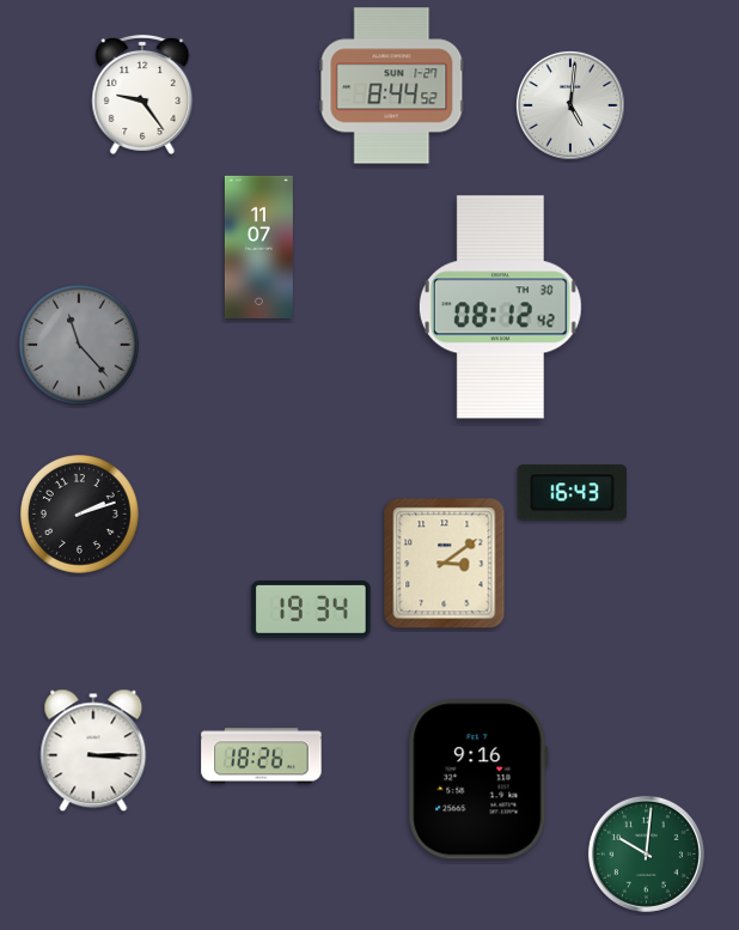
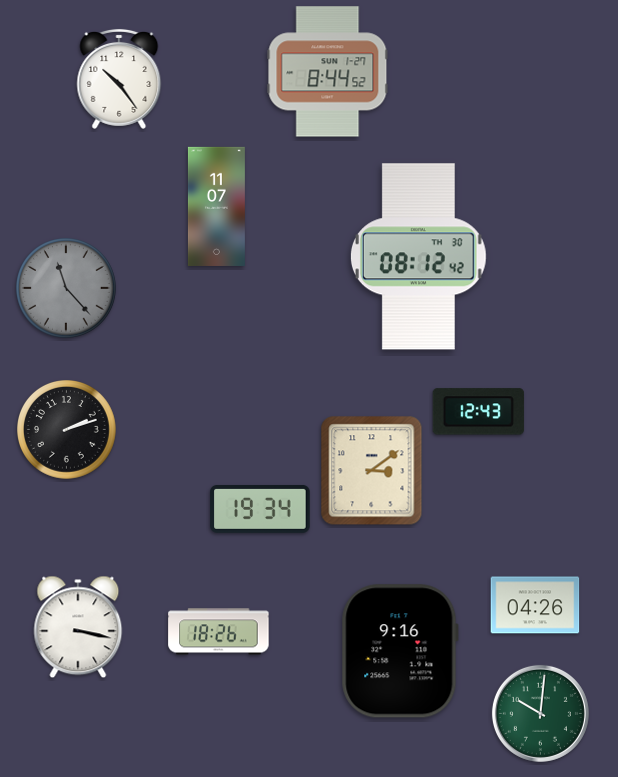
clock at (142, 95): 9:24 -> 10:24
clock at (570, 105): 5:01 -> none
clock at (572, 493): 16:43 -> 12:43
clock at (535, 605): none -> 04:26
clock at (93, 750): 3:15 -> 3:17
